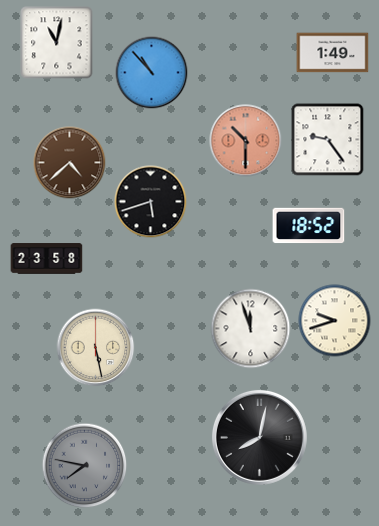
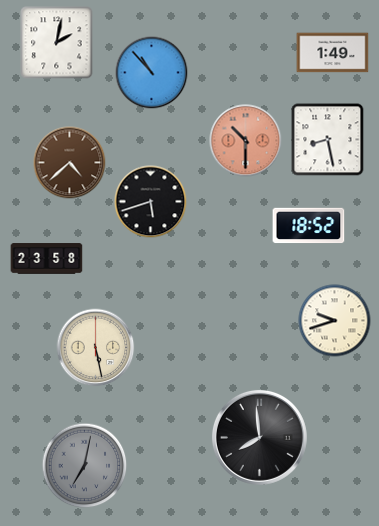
clock at (57, 43): 11:02 -> 2:02
clock at (328, 140): 9:24 -> 8:28
clock at (251, 329): 11:57 -> none
clock at (259, 437): 8:02 -> 7:59
clock at (85, 466): 7:47 -> 7:02
